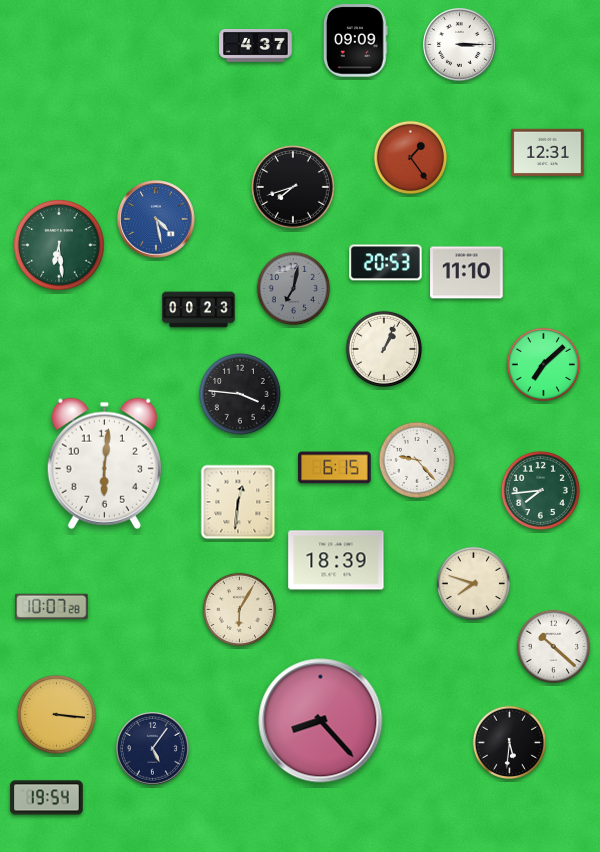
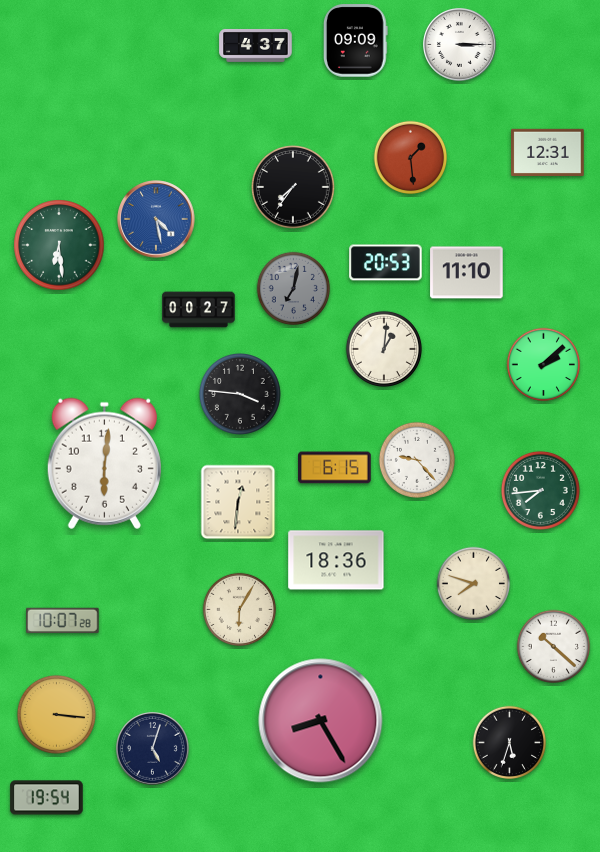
clock at (411, 158): 1:24 -> 1:29
clock at (294, 188): 7:42 -> 7:36
clock at (199, 310): 00:23 -> 00:27
clock at (384, 349): 1:04 -> 1:01
clock at (544, 365): 7:08 -> 2:08
clock at (336, 560): 18:39 -> 18:36
clock at (52, 607) position: (52, 607) -> (63, 621)
clock at (321, 721): 8:23 -> 8:25
clock at (510, 743): 5:31 -> 5:33
clock at (153, 749): 5:06 -> 5:03
